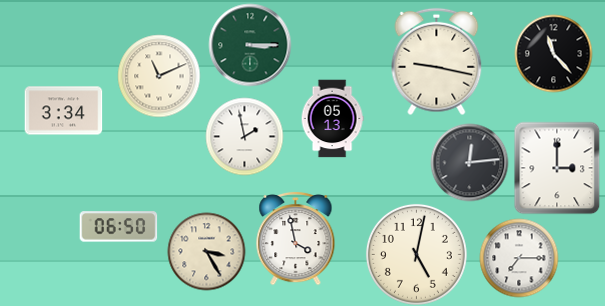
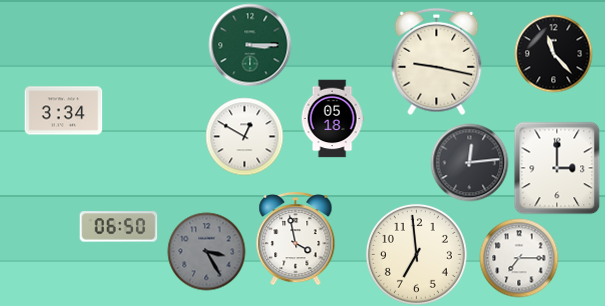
clock at (159, 76): 11:11 -> none
clock at (332, 118): 05:13 -> 05:18
clock at (244, 136): 1:58 -> 12:50
clock at (206, 251) dial: cream -> grey
clock at (416, 254): 5:02 -> 6:59
